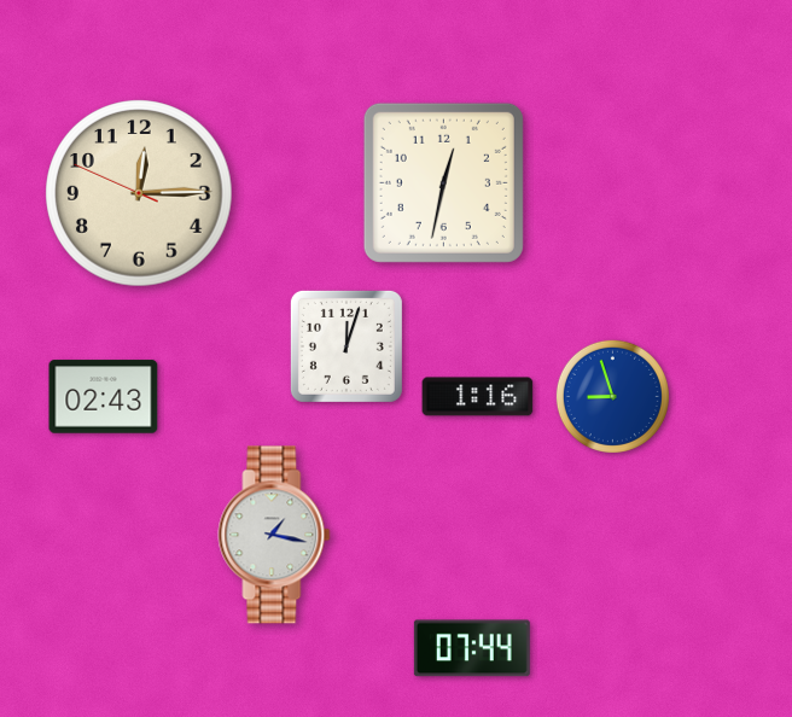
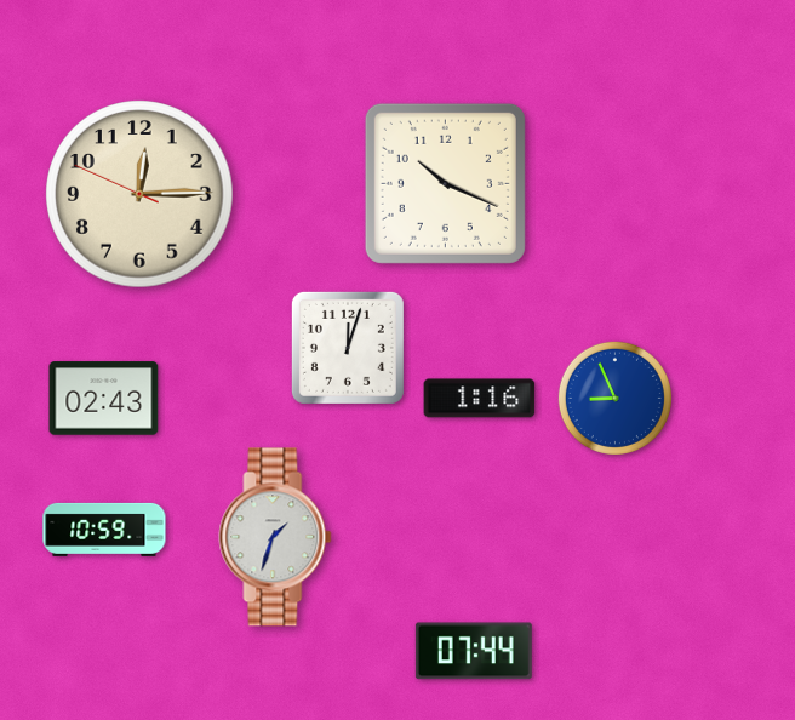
clock at (443, 182): 12:32 -> 10:19
clock at (612, 396): 8:57 -> 8:56
clock at (104, 530): none -> 10:59
clock at (274, 535): 1:17 -> 1:33
